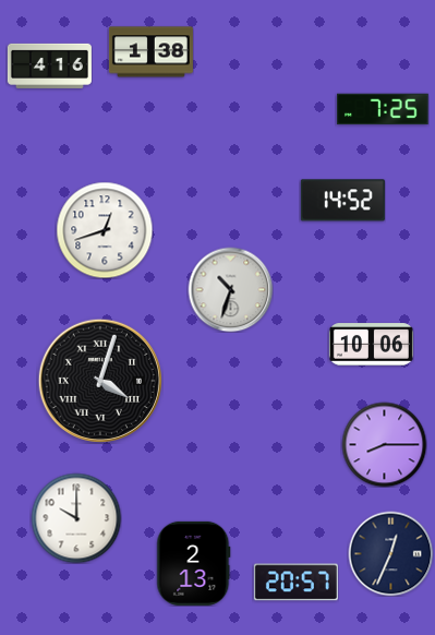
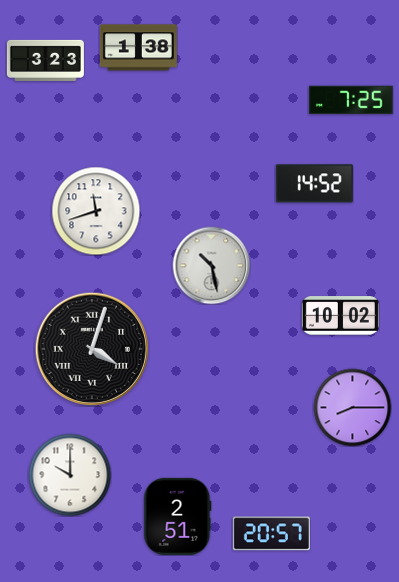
clock at (49, 65): 4:16 -> 3:23
clock at (105, 230): 12:42 -> 11:42
clock at (230, 289): 10:33 -> 10:28
clock at (371, 345): 10:06 -> 10:02
clock at (390, 553): 12:34 -> none
clock at (194, 563): 2:13 -> 2:51
